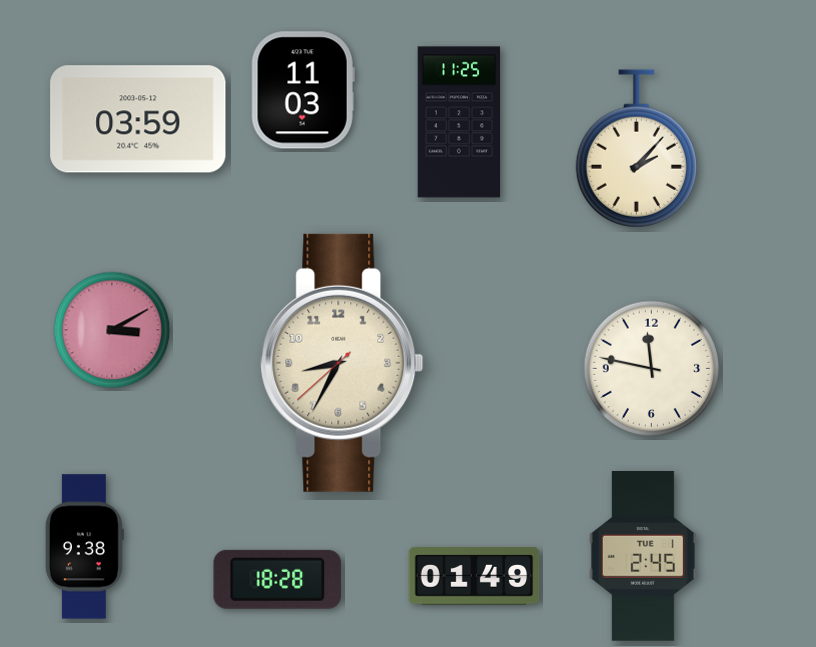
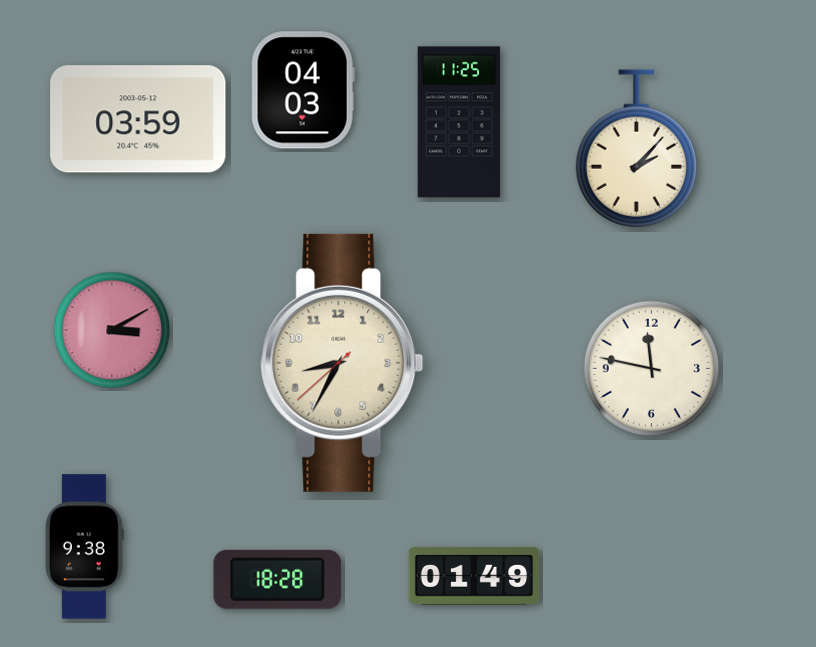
clock at (303, 90): 11:03 -> 04:03
clock at (643, 557): 2:45 -> none
